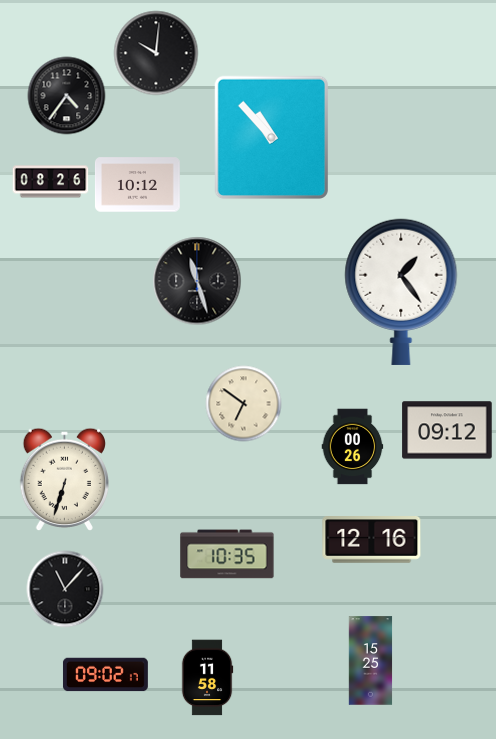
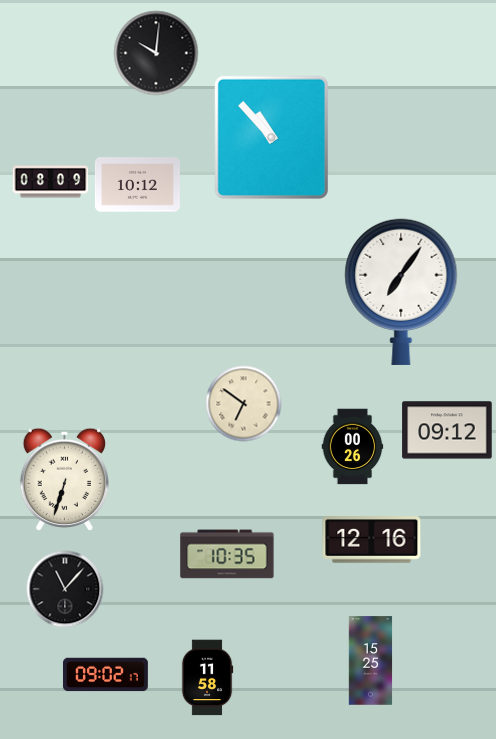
clock at (67, 96): 4:36 -> none
clock at (51, 182): 08:26 -> 08:09
clock at (197, 281): 11:27 -> none
clock at (401, 292): 1:24 -> 7:06
